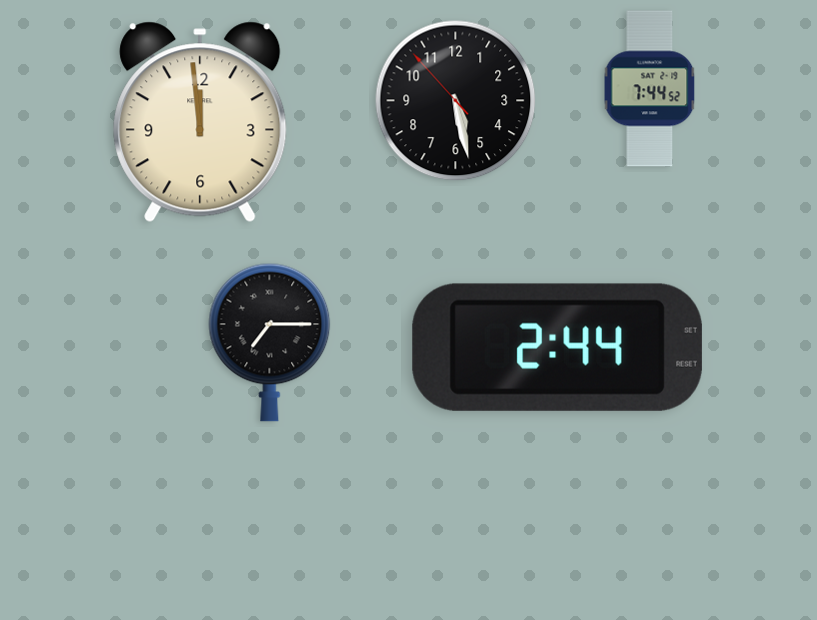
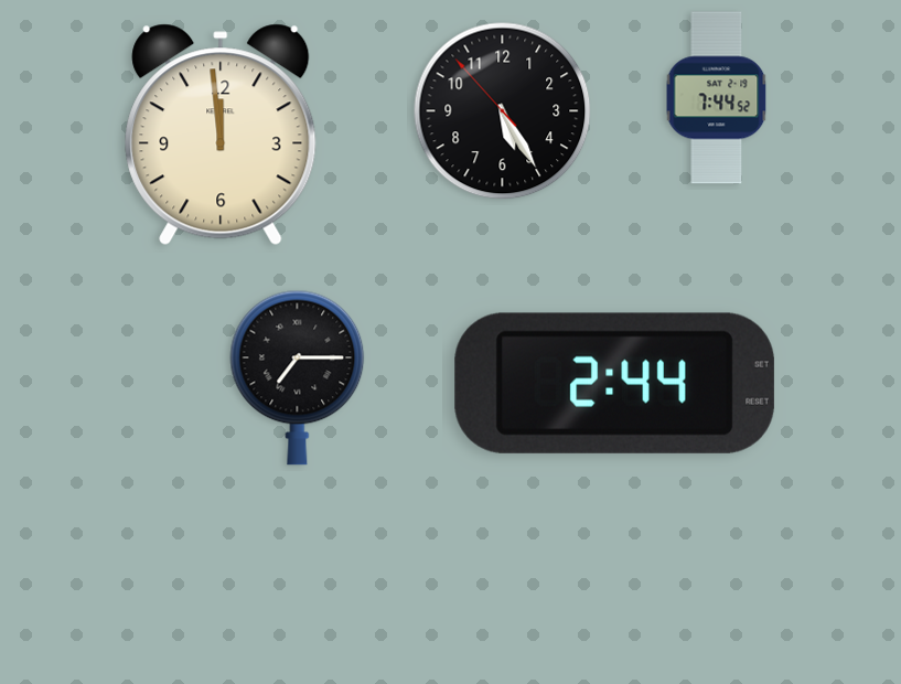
clock at (456, 101): 5:27 -> 5:24
